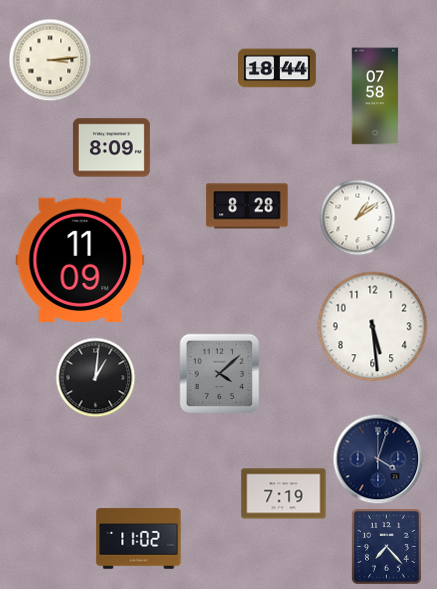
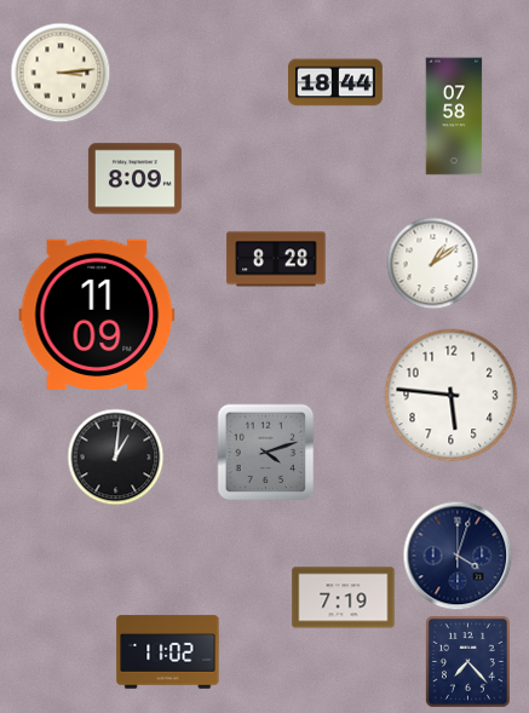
clock at (247, 206) position: (247, 206) -> (276, 259)
clock at (373, 327): 5:29 -> 5:46
clock at (220, 374): 4:08 -> 4:12
